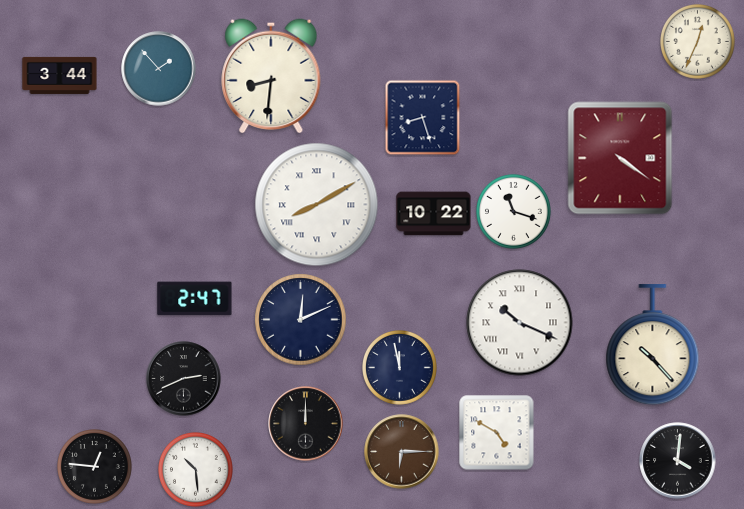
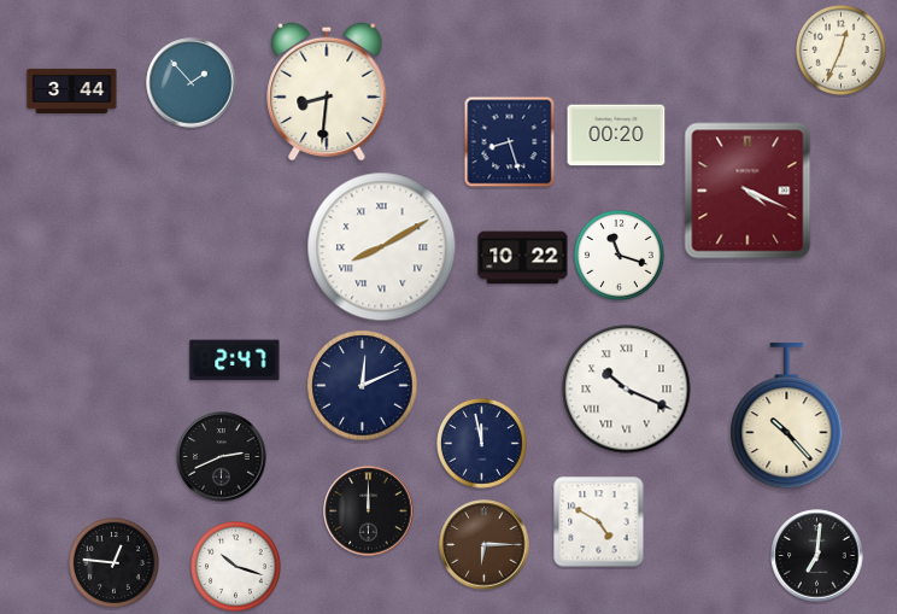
clock at (616, 135): none -> 00:20
clock at (620, 158): 4:21 -> 4:19
clock at (678, 461): 4:01 -> 7:01
clock at (196, 470): 10:29 -> 10:18
